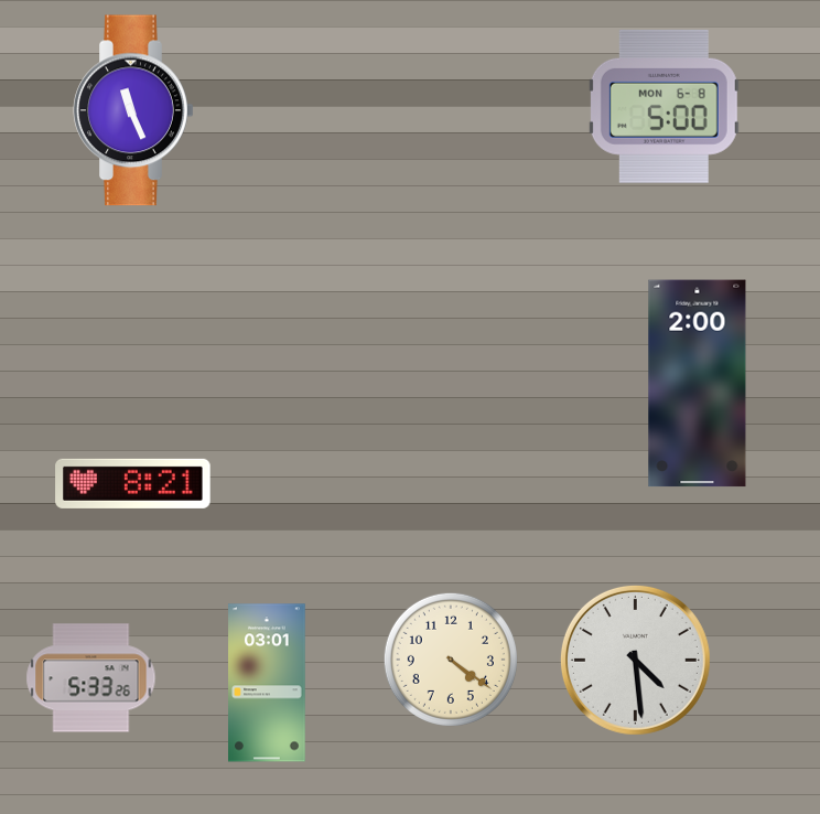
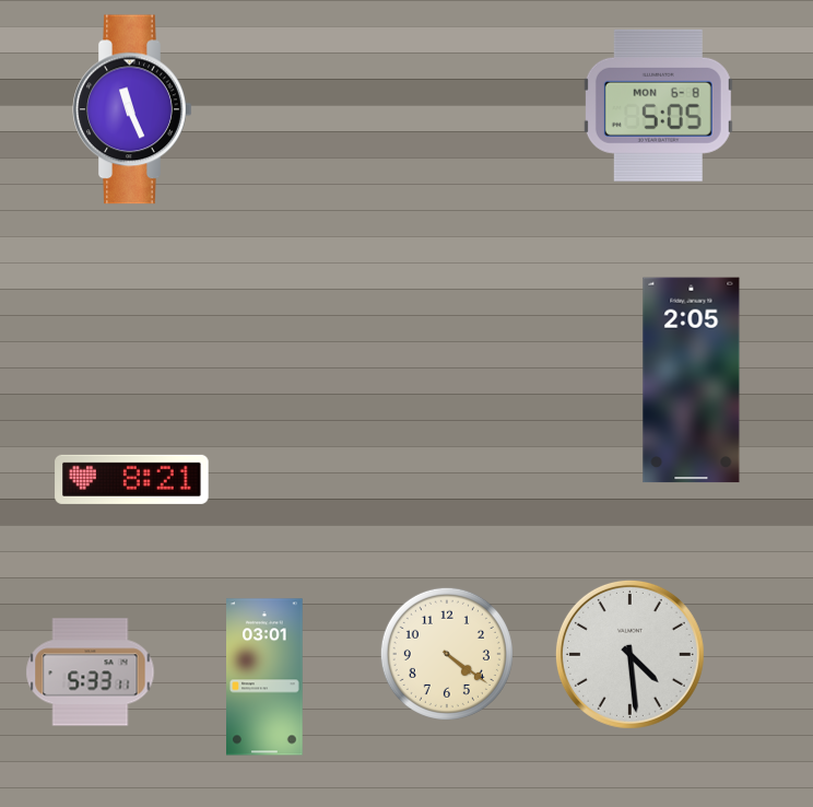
clock at (663, 106): 5:00 -> 5:05
clock at (698, 384): 2:00 -> 2:05
clock at (91, 678): 5:33:26 -> 5:33:11
